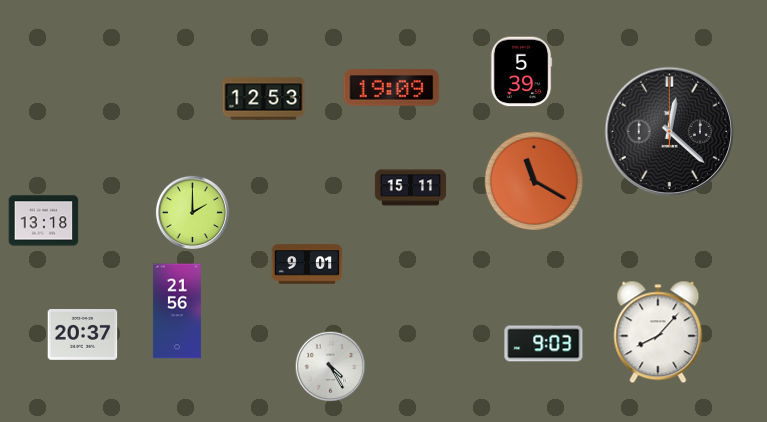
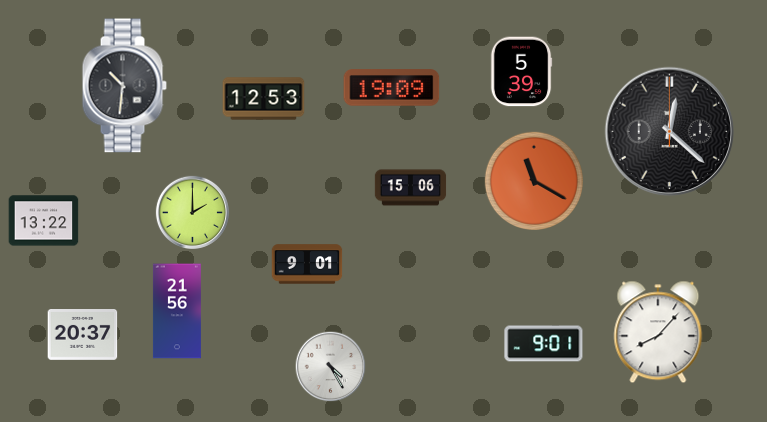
clock at (124, 86): none -> 10:31
clock at (411, 188): 15:11 -> 15:06
clock at (44, 221): 13:18 -> 13:22
clock at (544, 344): 9:03 -> 9:01
